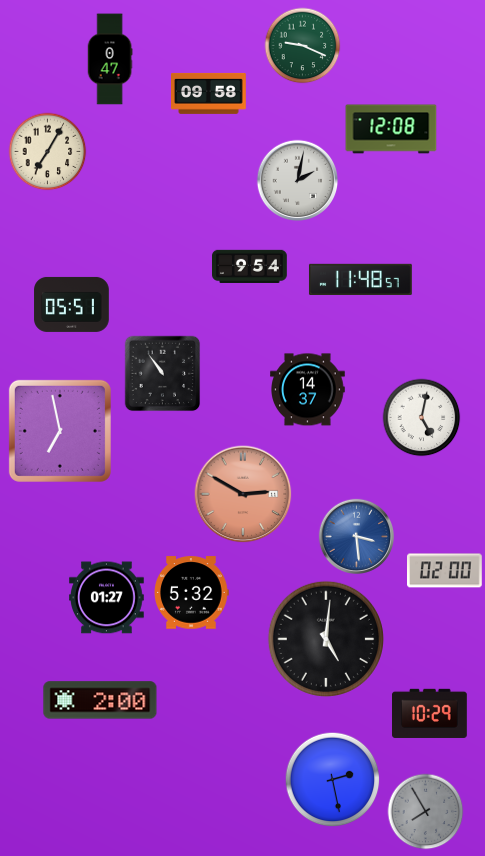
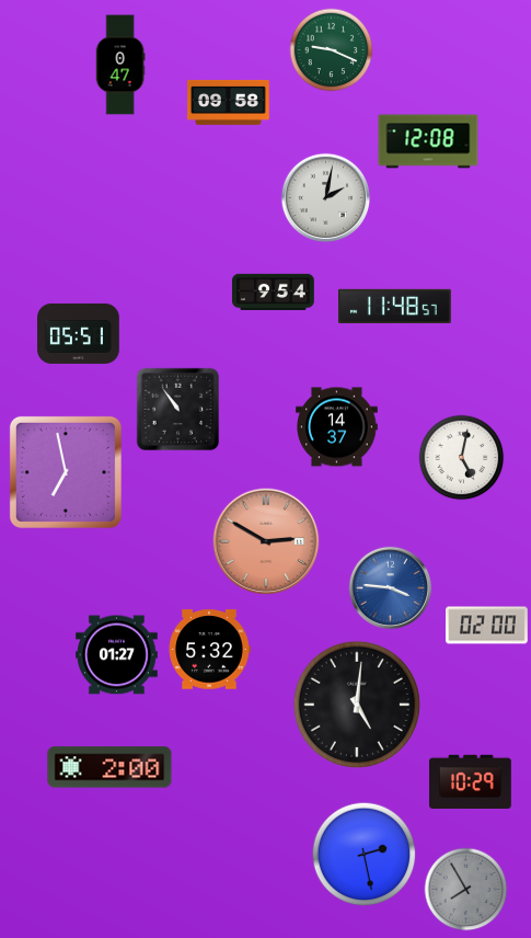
clock at (48, 152): 7:05 -> none
clock at (356, 536): 3:29 -> 3:46
clock at (326, 639) position: (326, 639) -> (357, 705)
